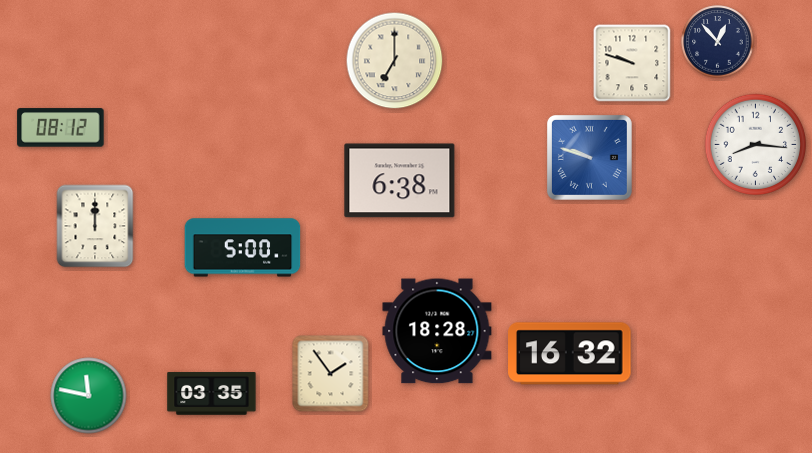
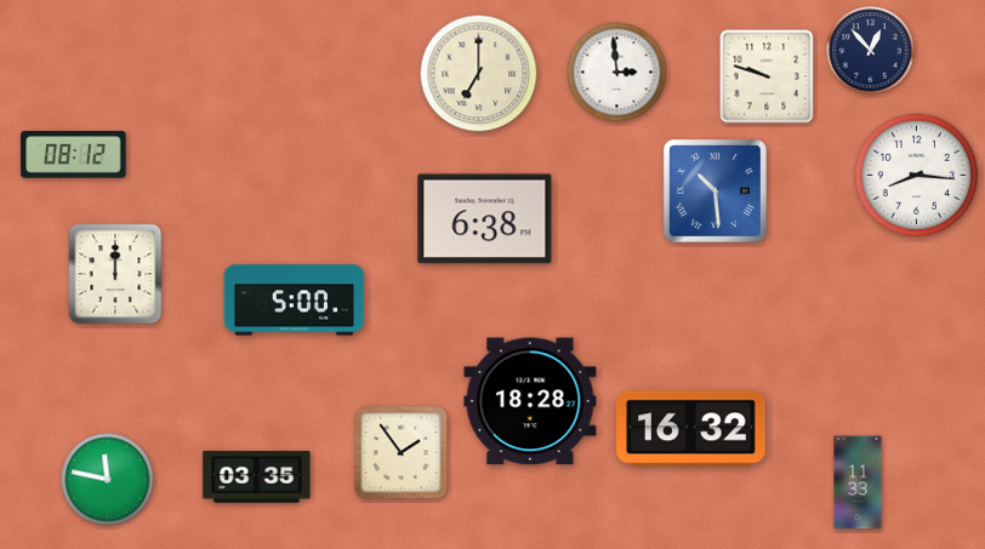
clock at (617, 73): none -> 2:59
clock at (589, 157): 9:48 -> 10:29
clock at (858, 482): none -> 11:33
